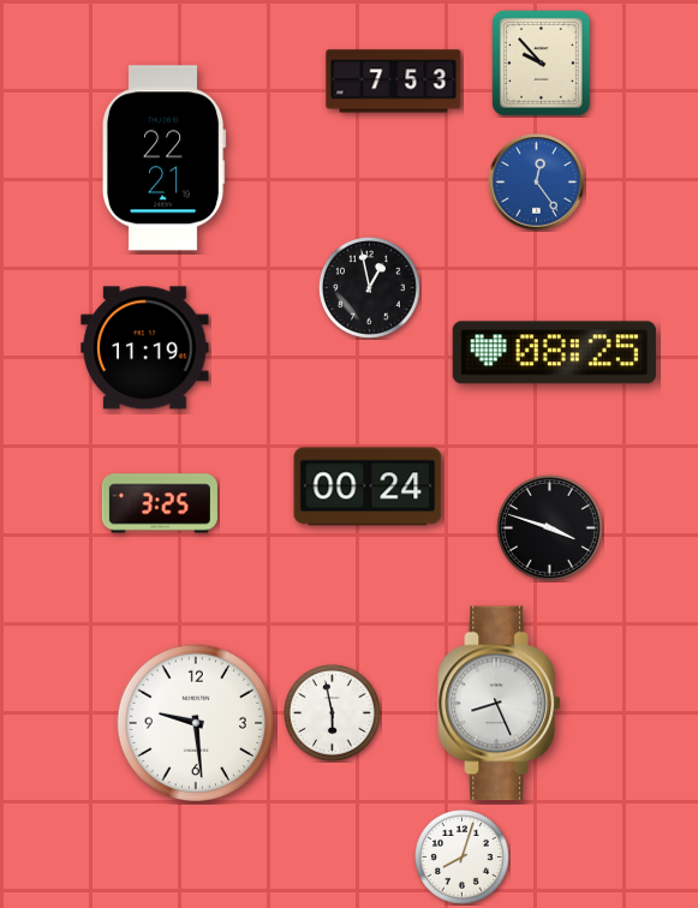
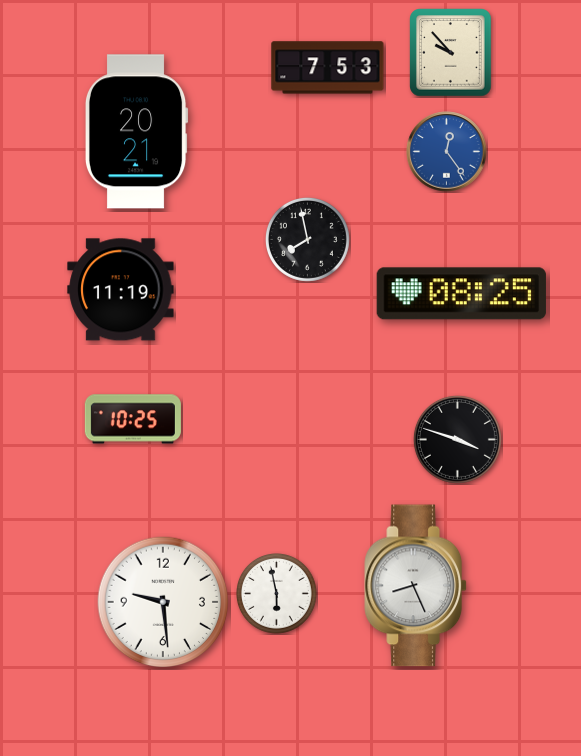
clock at (163, 159): 22:21 -> 20:21
clock at (369, 287): 12:58 -> 7:58
clock at (368, 486): 00:24 -> none
clock at (160, 503): 3:25 -> 10:25
clock at (463, 858): 8:03 -> none
